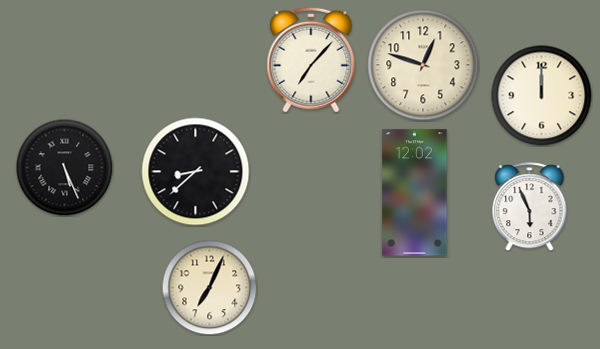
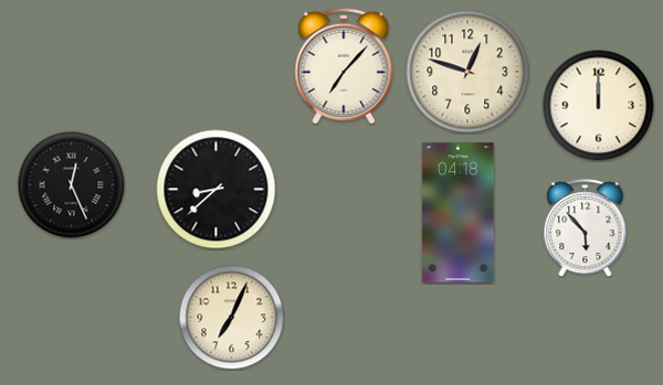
clock at (64, 167): 5:26 -> 12:26
clock at (415, 193): 12:02 -> 04:18
clock at (530, 207): 5:56 -> 5:53
